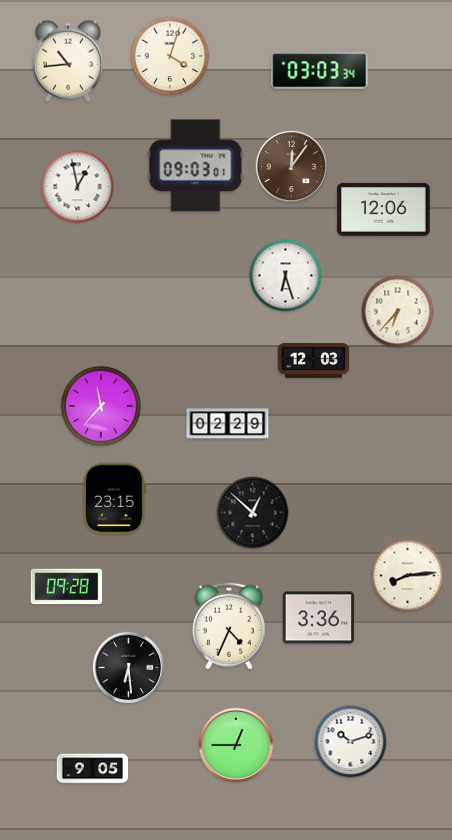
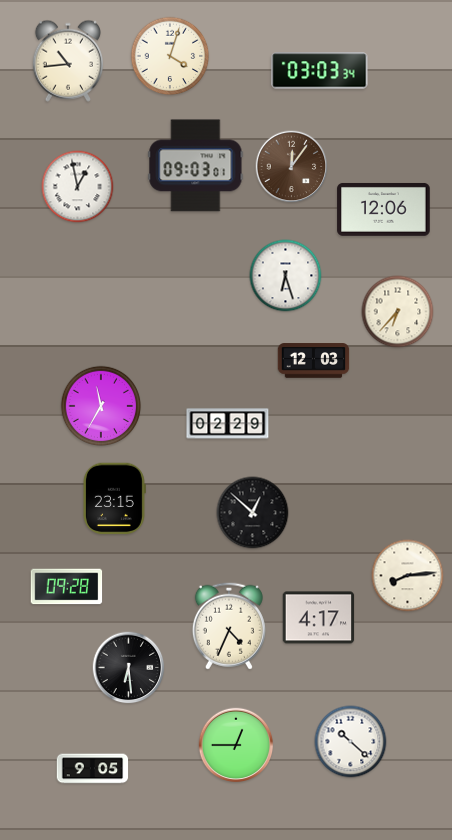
clock at (101, 406): 11:37 -> 11:35
clock at (319, 618): 3:36 -> 4:17
clock at (351, 742): 10:12 -> 10:22
